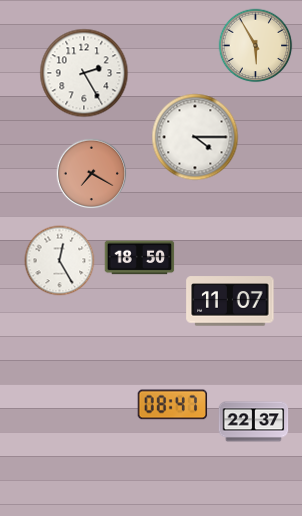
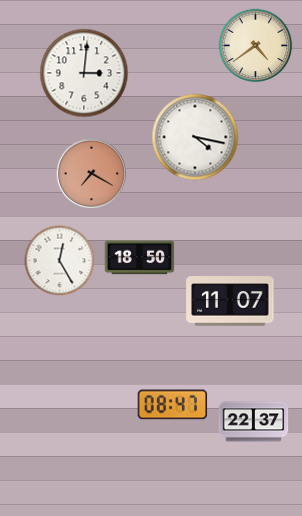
clock at (256, 46): 5:55 -> 4:39
clock at (84, 73): 2:25 -> 3:01
clock at (195, 137): 4:15 -> 4:17
